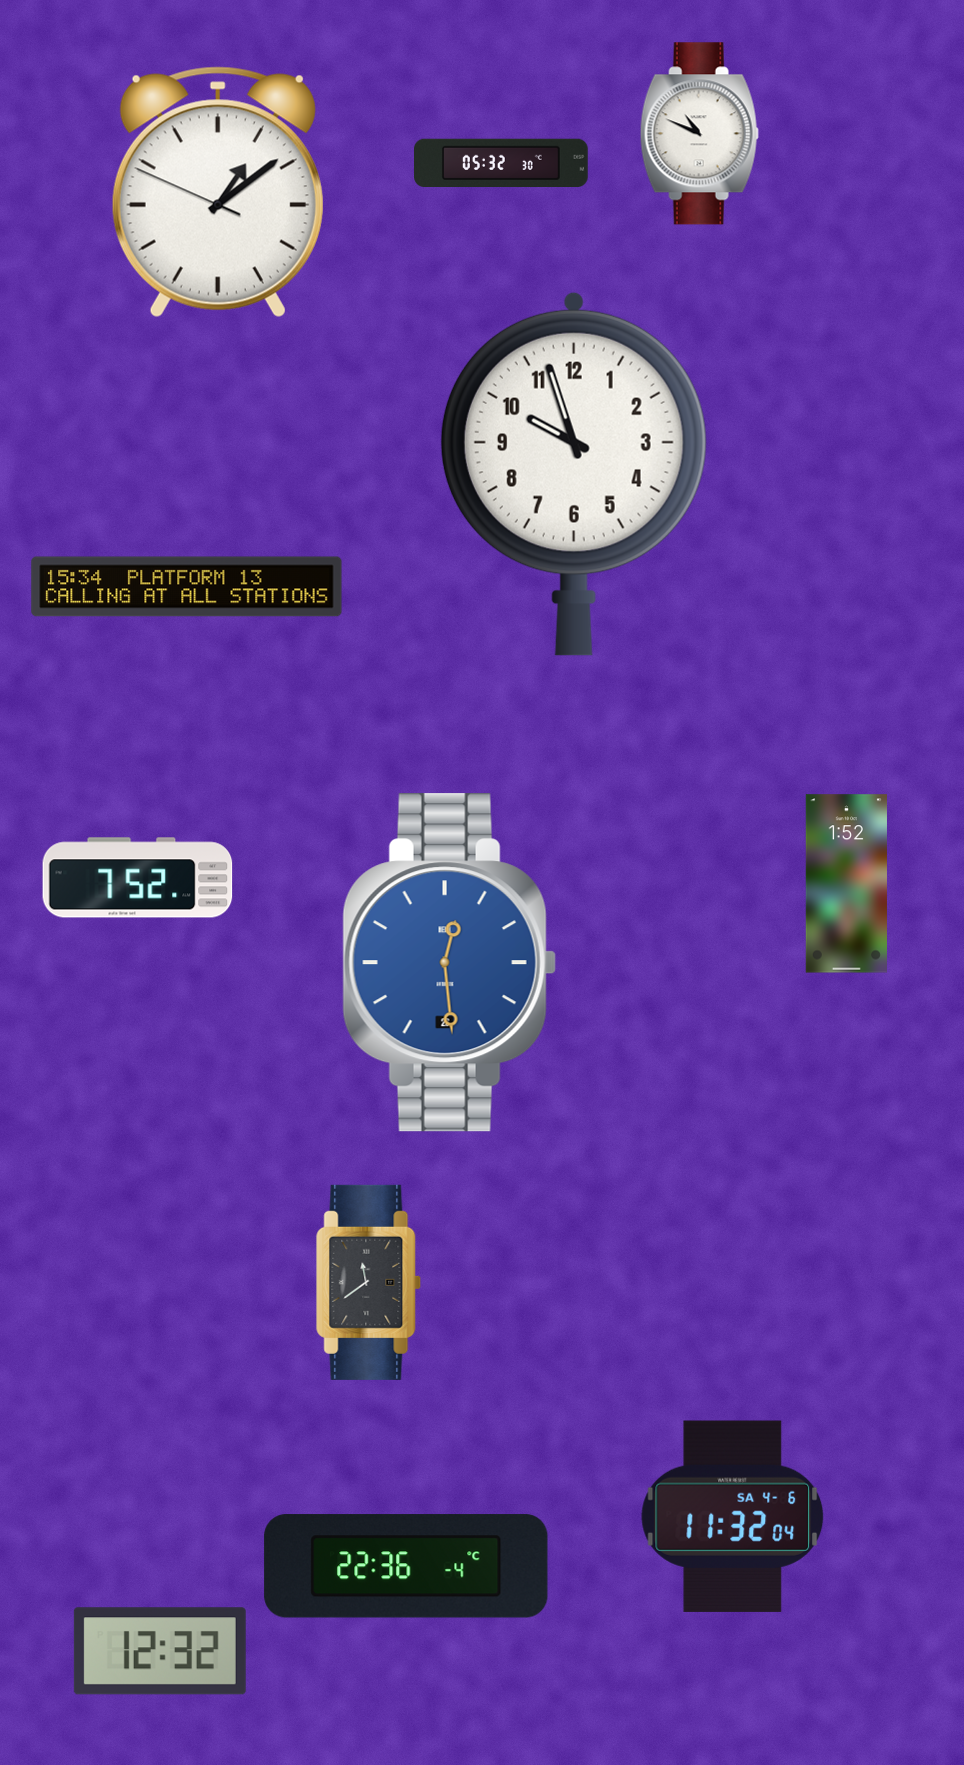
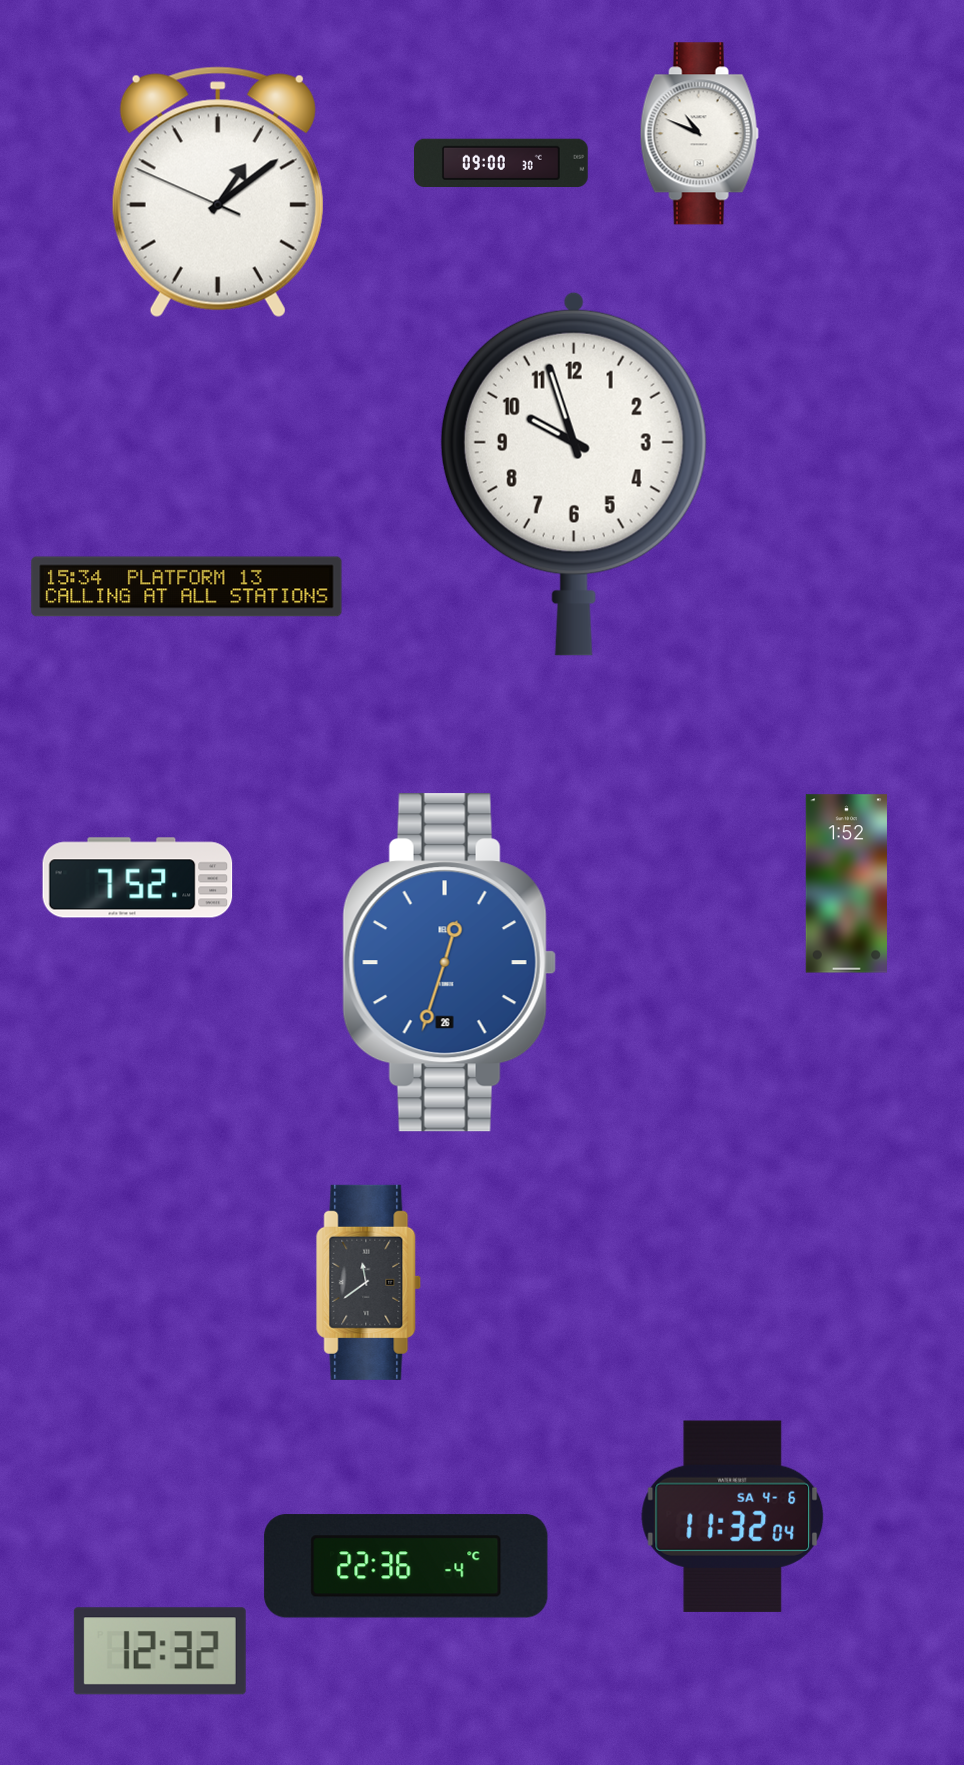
clock at (502, 162): 05:32 -> 09:00
clock at (449, 963): 12:29 -> 12:33
